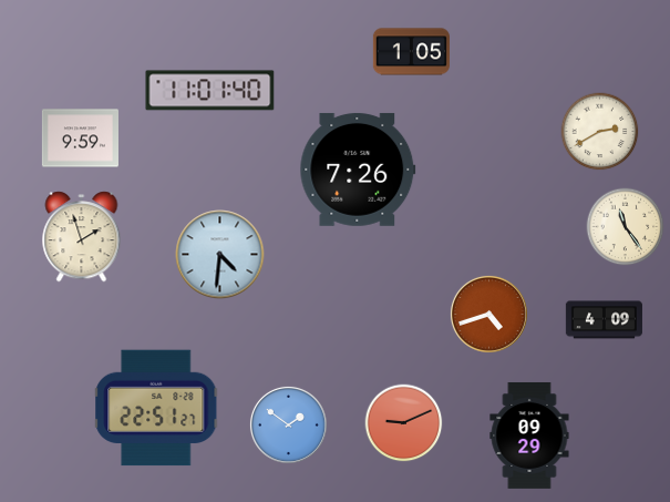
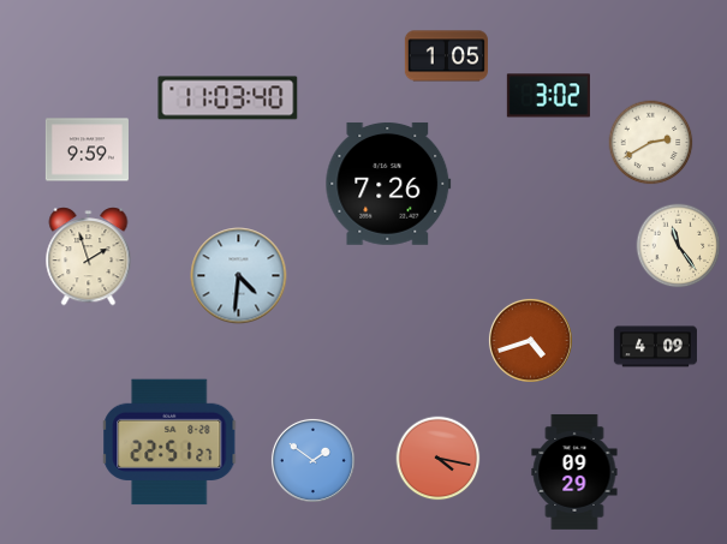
clock at (548, 96): none -> 3:02
clock at (210, 91): 11:01 -> 11:03
clock at (404, 423): 9:11 -> 4:17
